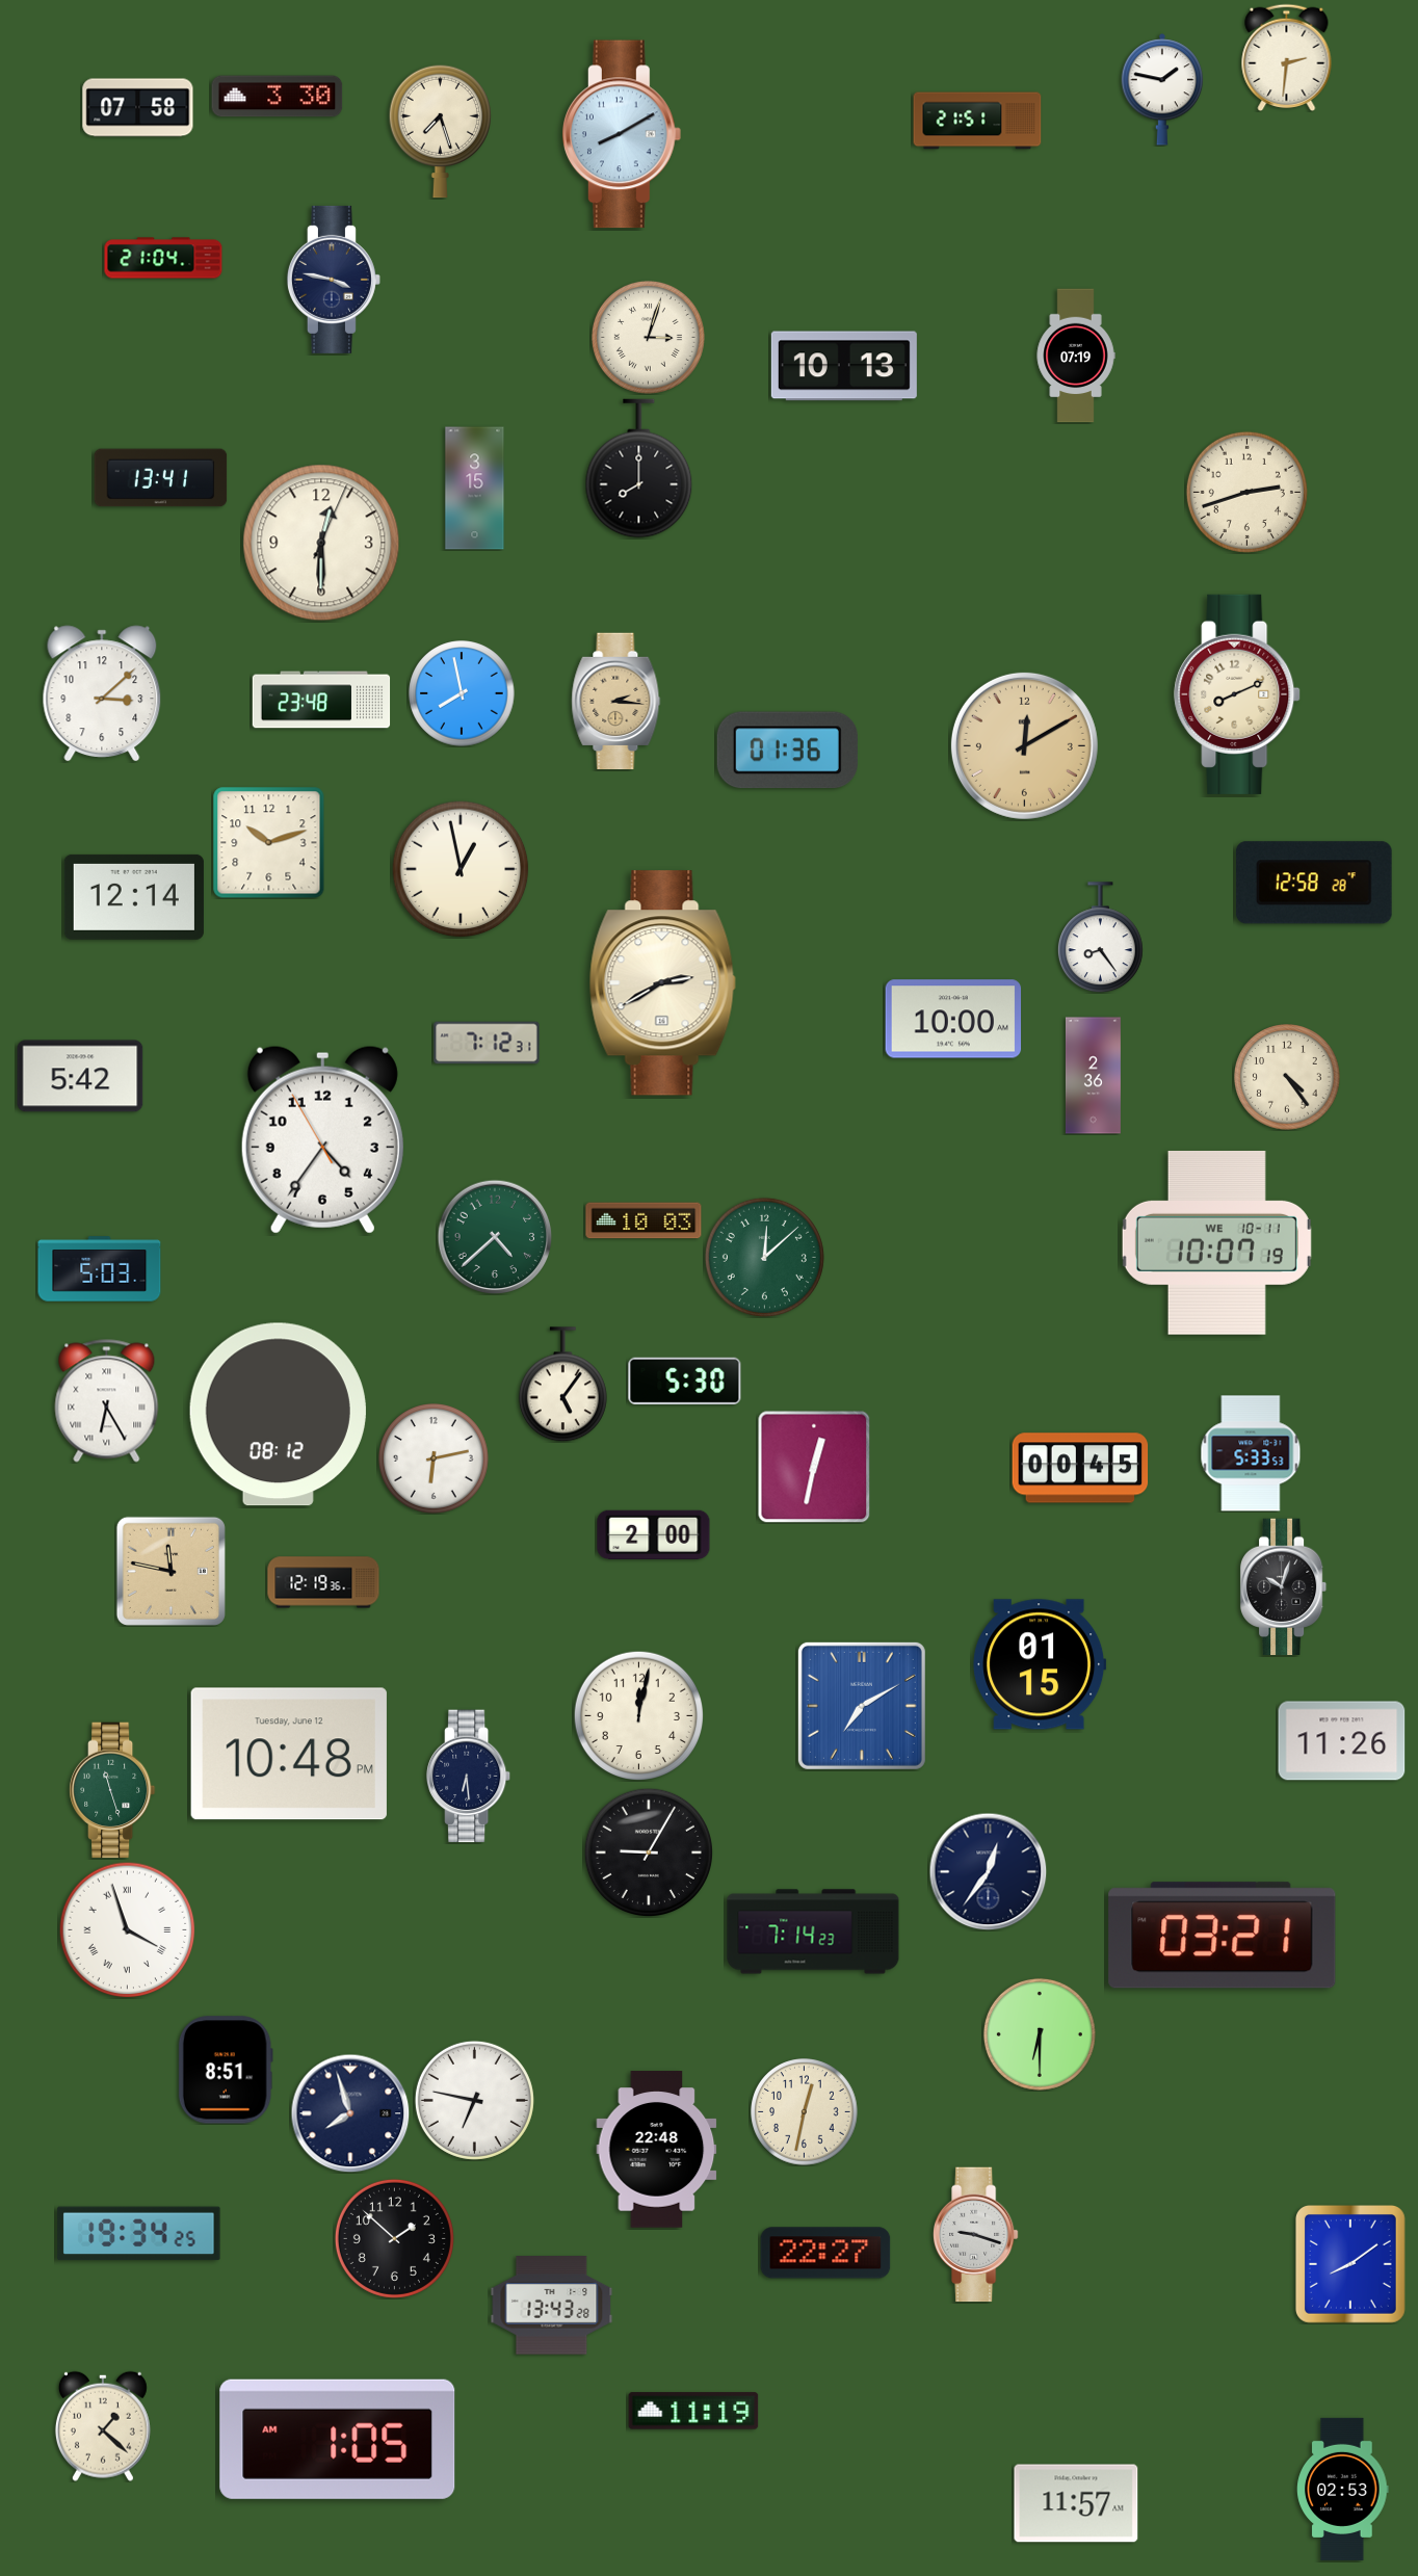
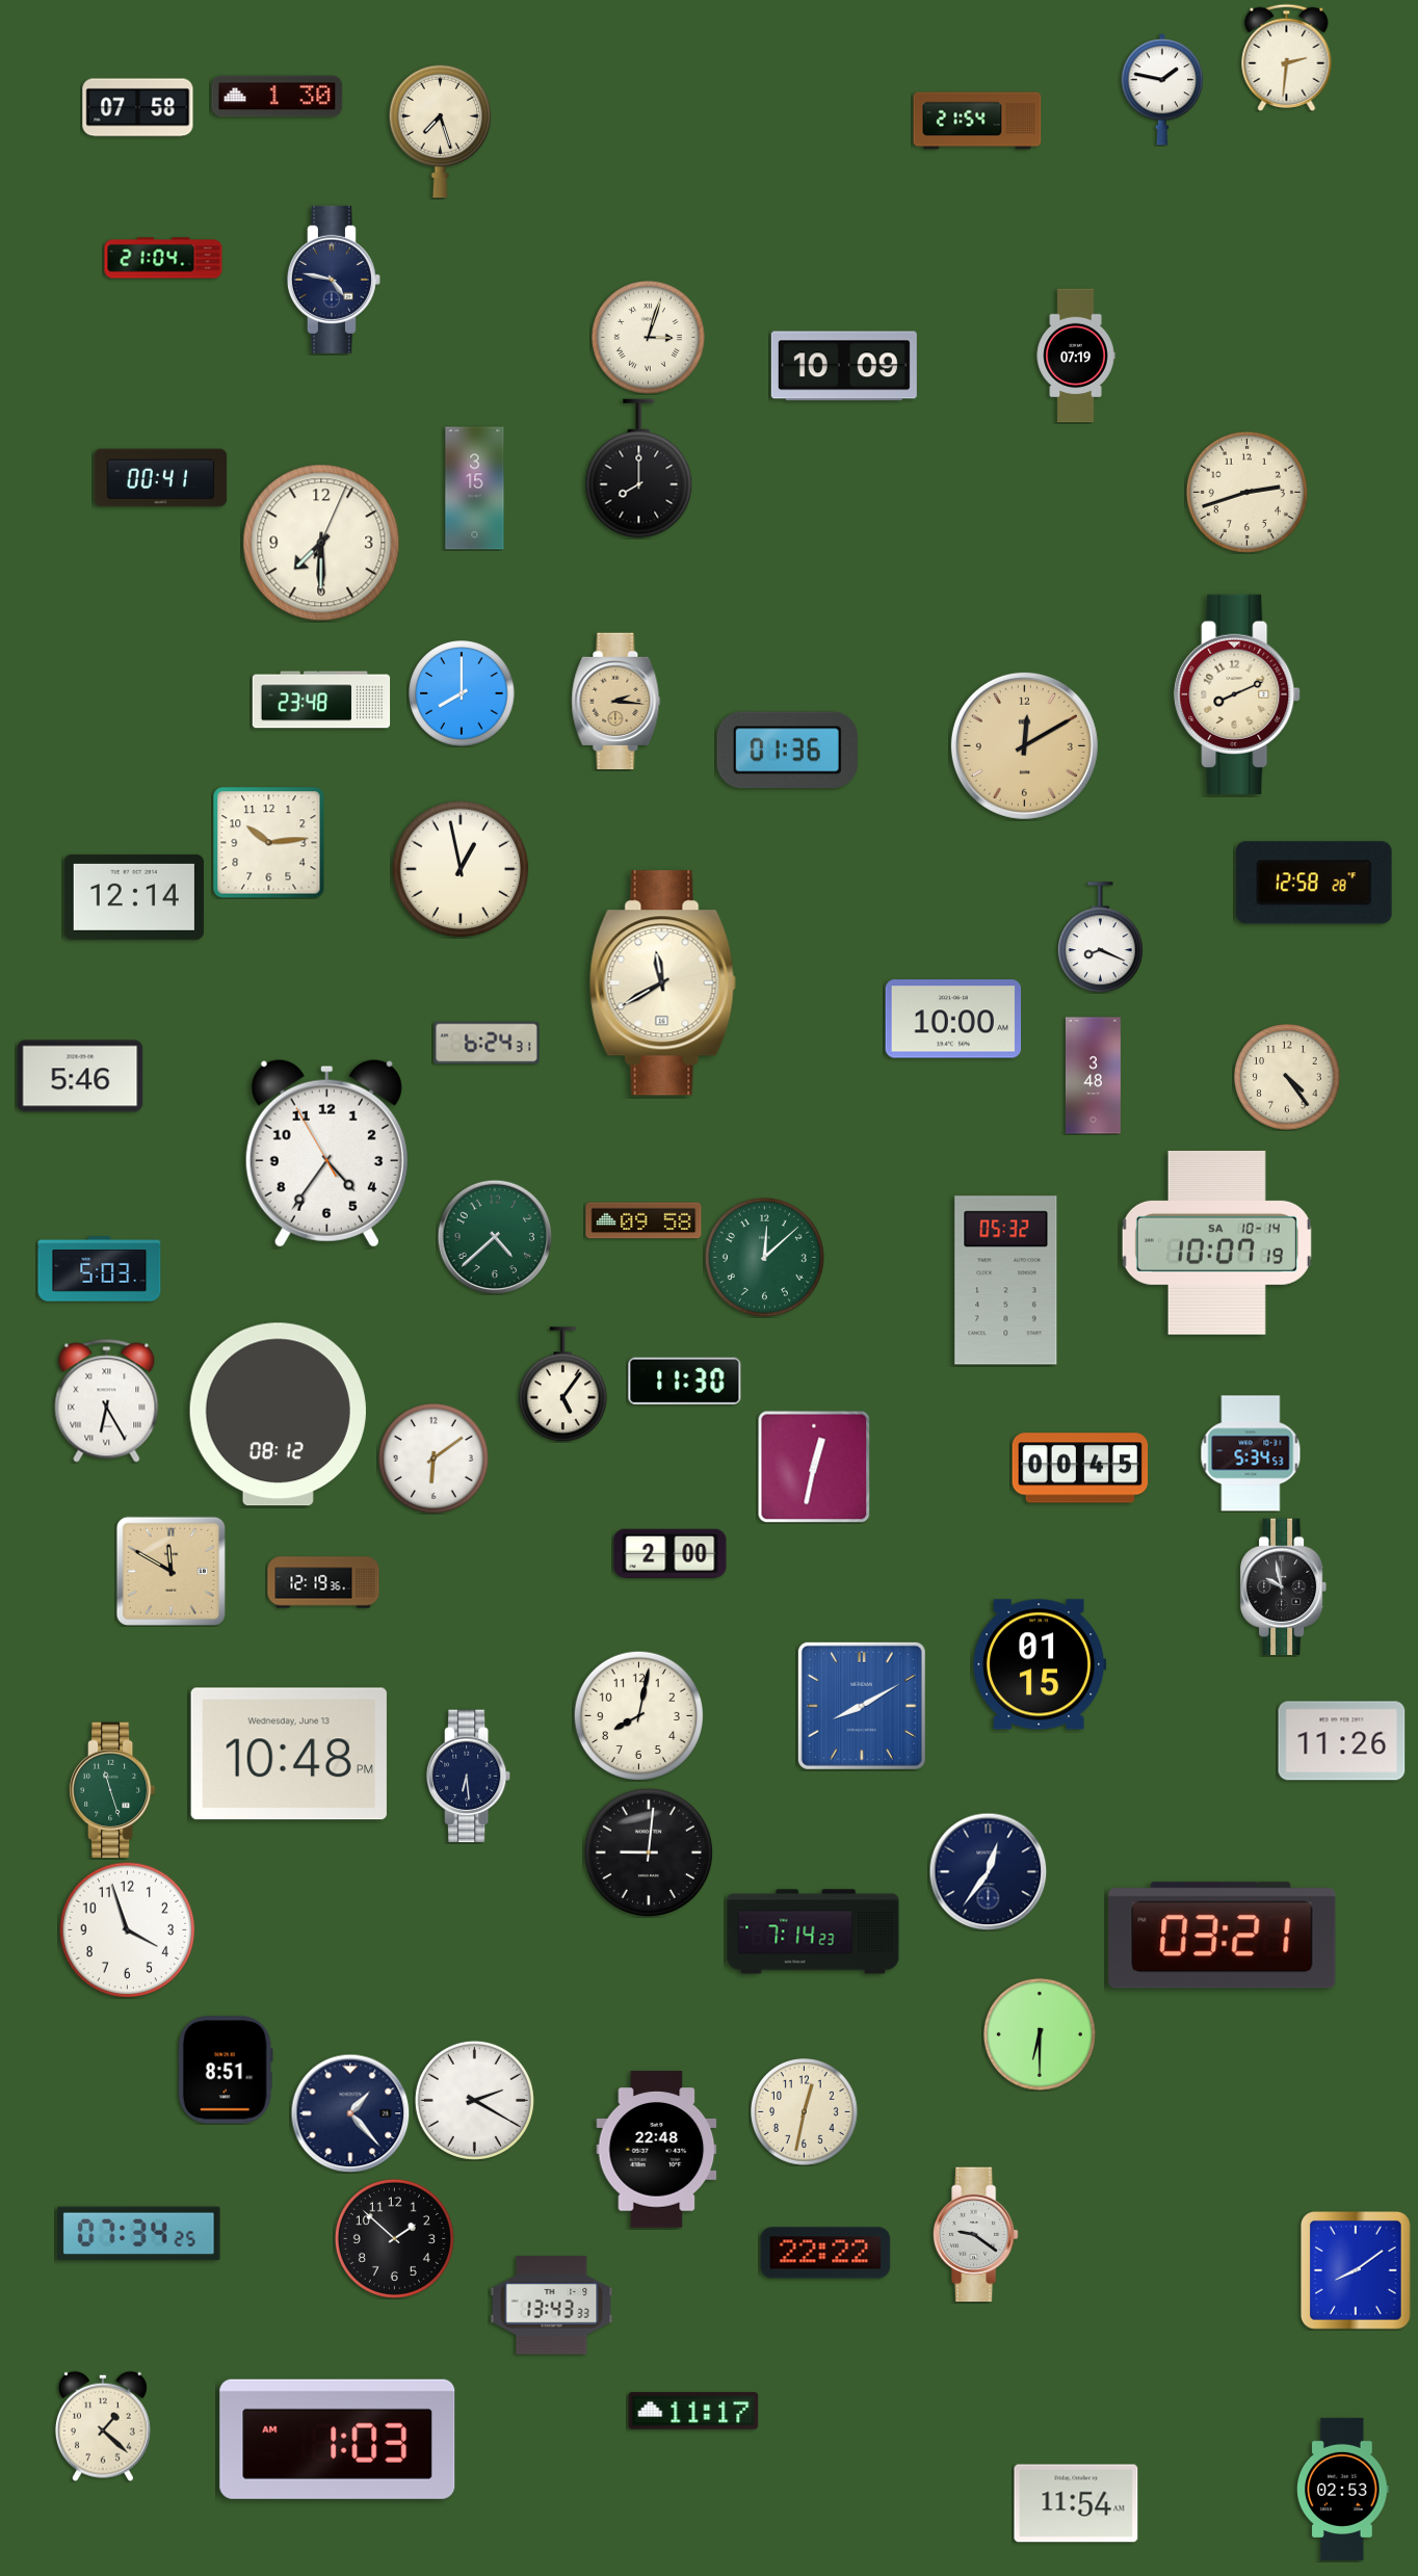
clock at (278, 97): 3:30 -> 1:30
clock at (977, 121): 21:51 -> 21:54
clock at (623, 134): 8:10 -> none
clock at (334, 280): 3:47 -> 4:47
clock at (844, 366): 10:13 -> 10:09
clock at (161, 478): 13:41 -> 00:41
clock at (321, 543): 12:30 -> 7:30
clock at (102, 693): 3:08 -> none
clock at (462, 693): 7:58 -> 8:00
clock at (269, 843): 10:12 -> 10:14
clock at (1100, 938): 8:24 -> 8:19
clock at (662, 983): 2:40 -> 11:40
clock at (487, 1043): 7:12 -> 6:24
clock at (80, 1076): 5:42 -> 5:46
clock at (1093, 1076): 2:36 -> 3:48
clock at (322, 1139) position: (322, 1139) -> (326, 1153)
clock at (644, 1220): 10:03 -> 09:58
clock at (1216, 1242) date: WE 10-11 -> SA 10-14
clock at (1006, 1281): none -> 05:32
clock at (685, 1382): 5:30 -> 11:30
clock at (1251, 1453): 5:33 -> 5:34
clock at (435, 1460): 6:13 -> 6:09
clock at (654, 1534) position: (654, 1534) -> (671, 1553)
clock at (170, 1571): 11:47 -> 11:50
clock at (1284, 1587): 10:03 -> 9:58
clock at (862, 1706): 7:10 -> 8:10
clock at (638, 1715): 12:02 -> 8:02
clock at (289, 1754) date: Tuesday, June 12 -> Wednesday, June 13
clock at (648, 1851): 9:05 -> 9:01
clock at (128, 1930) numerals: Roman -> Arabic
clock at (474, 2100): 6:47 -> 2:20
clock at (350, 2113): 7:57 -> 1:23
clock at (139, 2234): 19:34 -> 07:34
clock at (975, 2235): 9:18 -> 9:21
clock at (825, 2253): 22:27 -> 22:22
clock at (1350, 2264) position: (1350, 2264) -> (1356, 2270)
clock at (552, 2306): 13:43:28 -> 13:43:33
clock at (693, 2411): 11:19 -> 11:17
clock at (338, 2439): 1:05 -> 1:03
clock at (1076, 2503): 11:57 -> 11:54
